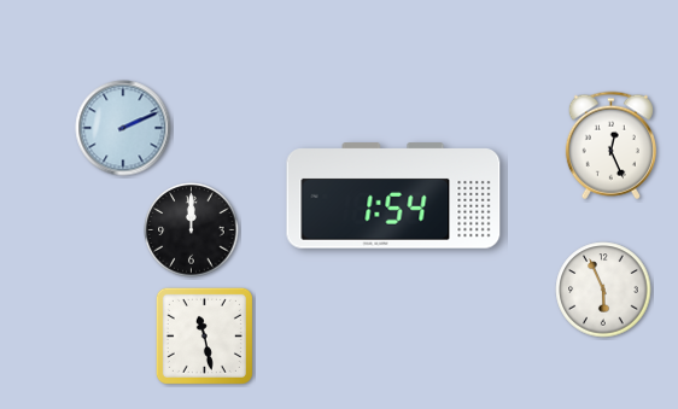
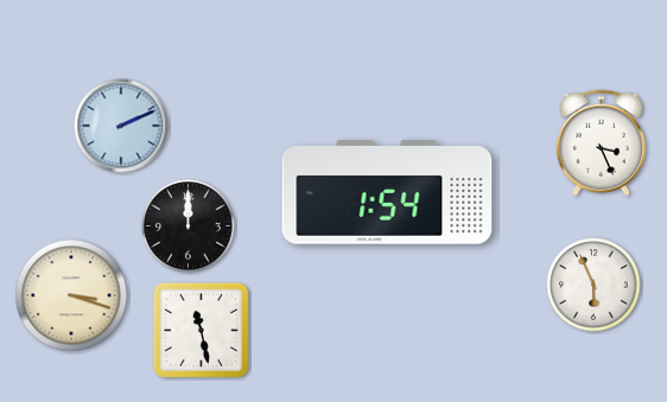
clock at (610, 146): 12:26 -> 3:26
clock at (71, 295): none -> 3:18
